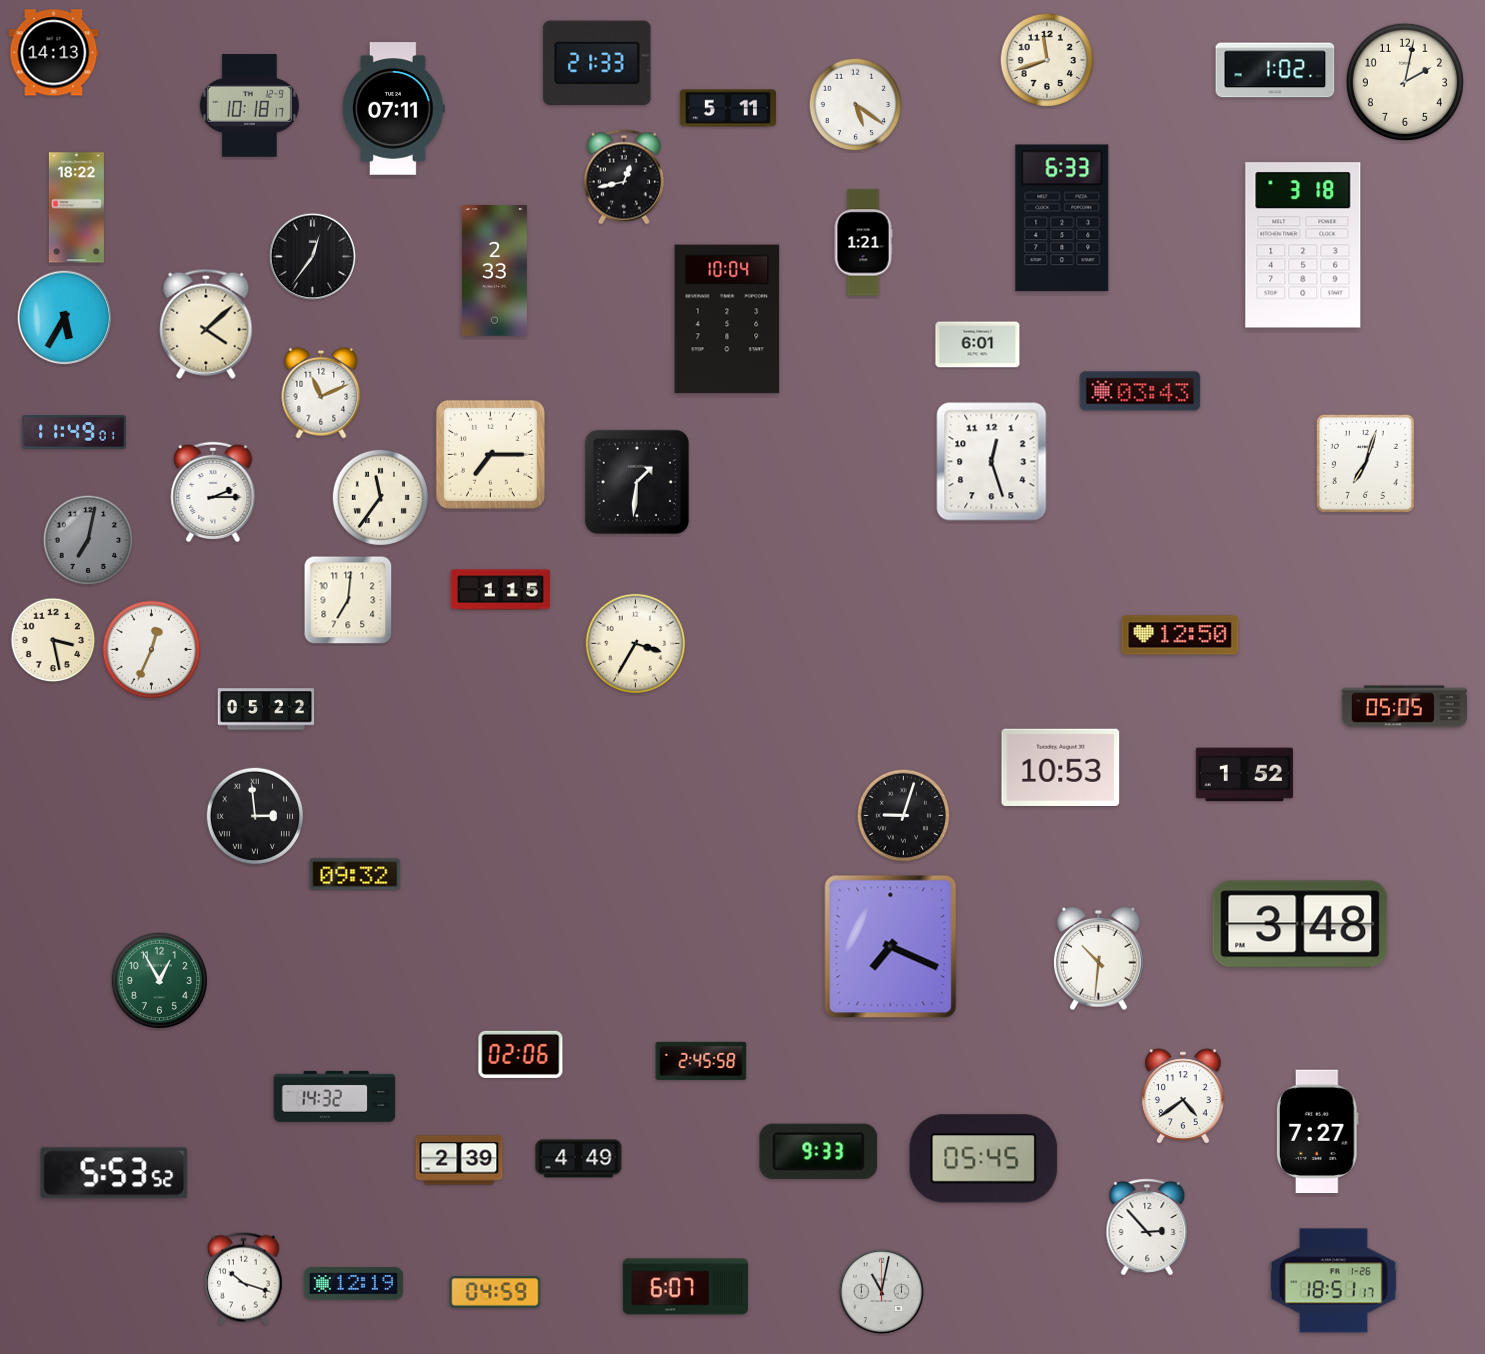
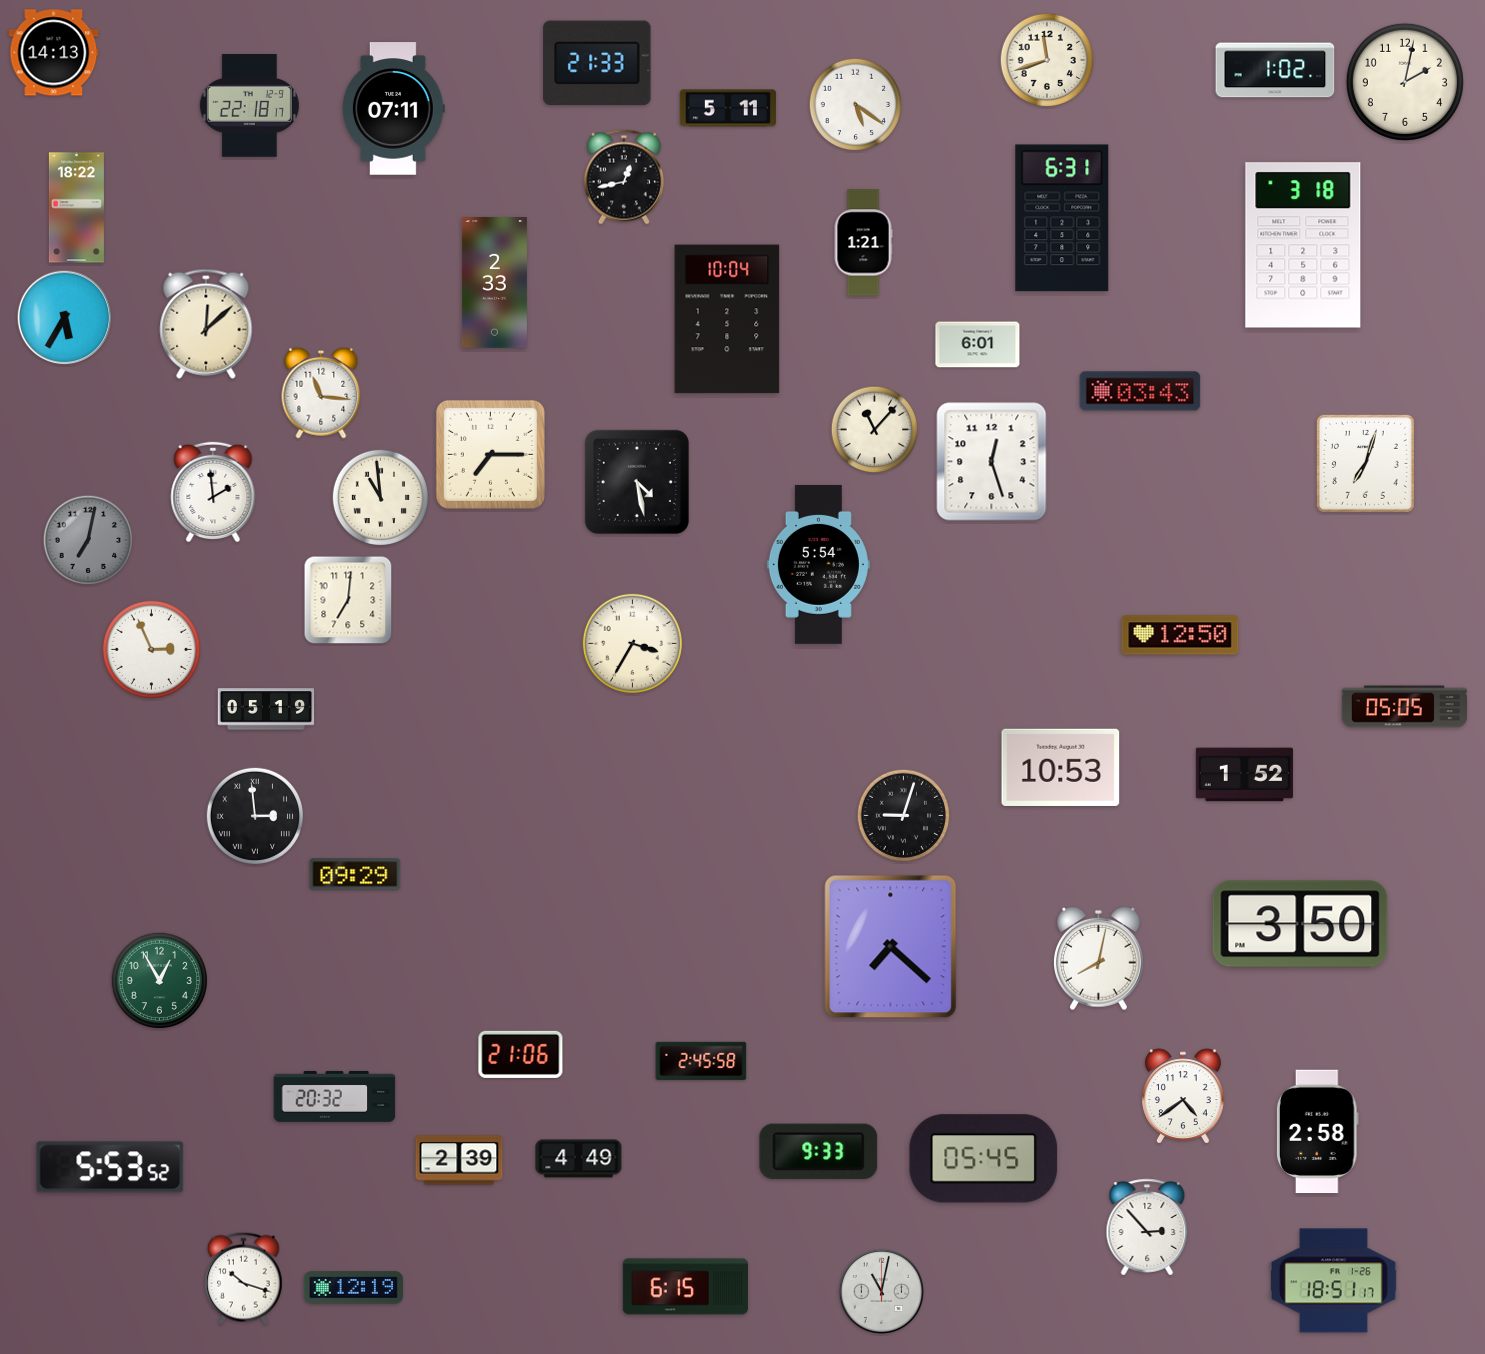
clock at (249, 106): 10:18 -> 22:18
clock at (1062, 218): 6:33 -> 6:31
clock at (313, 257): 12:36 -> none
clock at (494, 271) position: (494, 271) -> (494, 283)
clock at (206, 324): 4:08 -> 12:08
clock at (321, 393): 11:11 -> 11:16
clock at (875, 430): none -> 11:07
clock at (74, 432): 11:49 -> none
clock at (637, 482): 1:31 -> 4:28
clock at (213, 492): 2:15 -> 1:59
clock at (380, 497): 11:36 -> 10:59
clock at (818, 564): none -> 5:54
clock at (500, 590): 1:15 -> none
clock at (53, 640): 3:28 -> none
clock at (635, 643) position: (635, 643) -> (632, 643)
clock at (151, 649): 12:34 -> 2:56
clock at (266, 709): 05:22 -> 05:19
clock at (355, 874): 09:32 -> 09:29
clock at (1300, 924): 3:48 -> 3:50
clock at (891, 947): 7:19 -> 7:22
clock at (1099, 959): 10:31 -> 8:02
clock at (521, 1054): 02:06 -> 21:06
clock at (335, 1096): 14:32 -> 20:32
clock at (1317, 1132): 7:27 -> 2:58
clock at (114, 1173) position: (114, 1173) -> (110, 1167)
clock at (353, 1284) position: (353, 1284) -> (353, 1288)
clock at (685, 1287): 6:07 -> 6:15
clock at (495, 1292): 04:59 -> none
